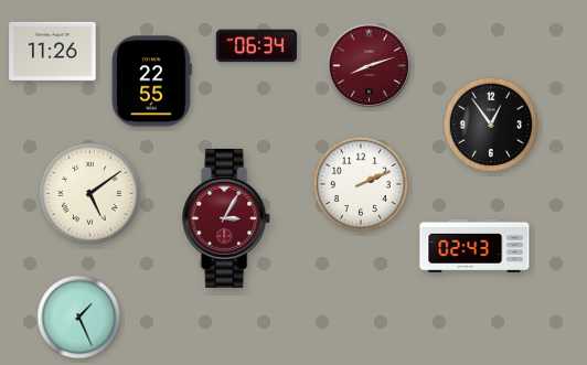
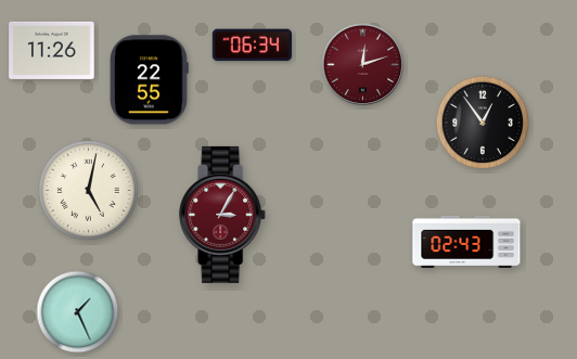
clock at (370, 66): 8:12 -> 12:12
clock at (361, 184): 2:11 -> none
clock at (90, 194): 5:09 -> 5:02
